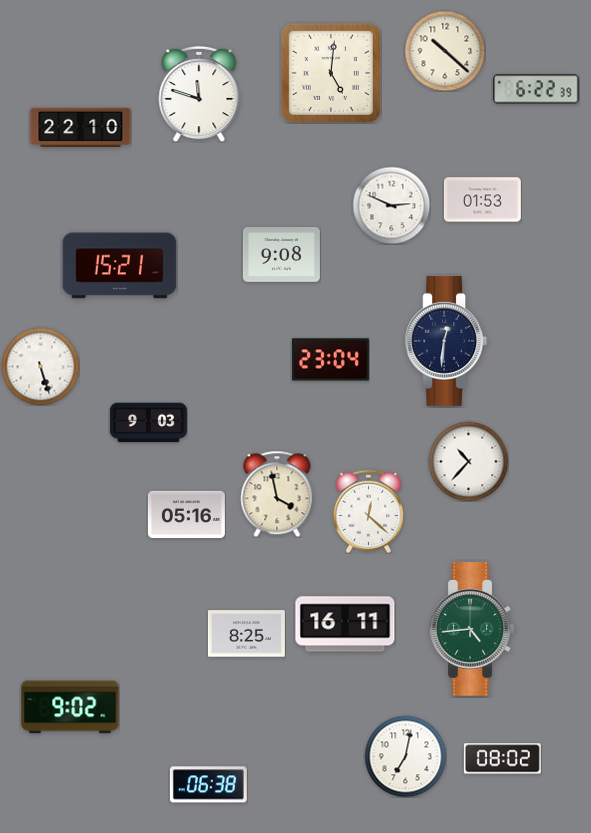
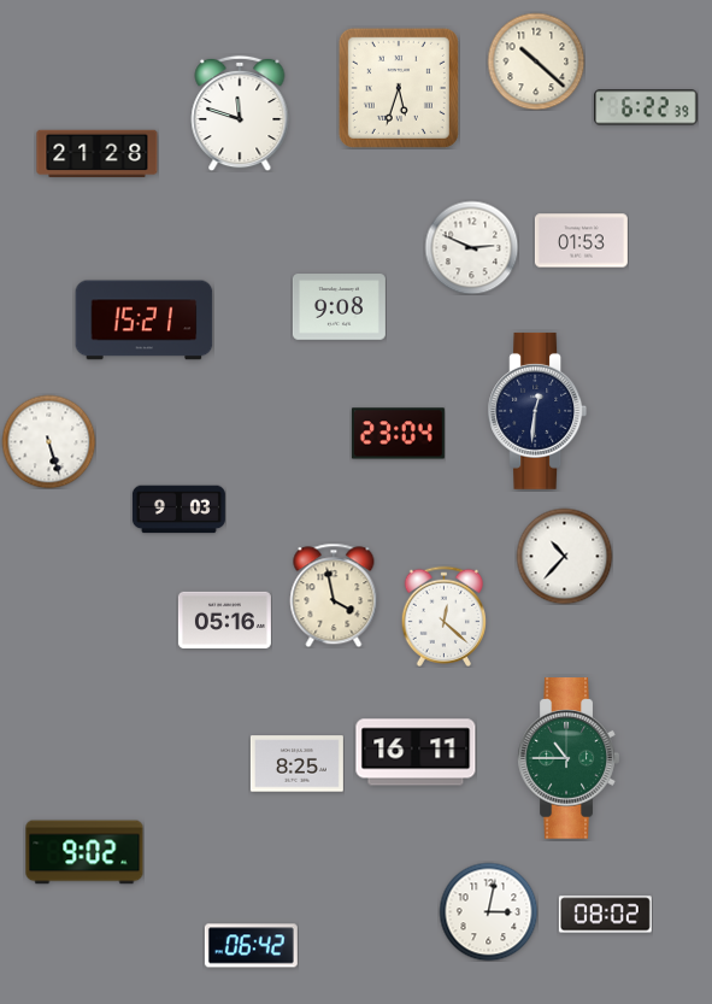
clock at (331, 73): 5:01 -> 5:33
clock at (81, 127): 22:10 -> 21:28
clock at (472, 629): 4:44 -> 10:45
clock at (405, 756): 7:02 -> 3:02
clock at (208, 785): 06:38 -> 06:42
